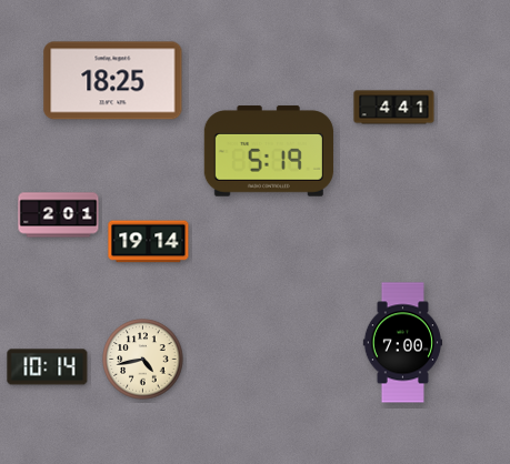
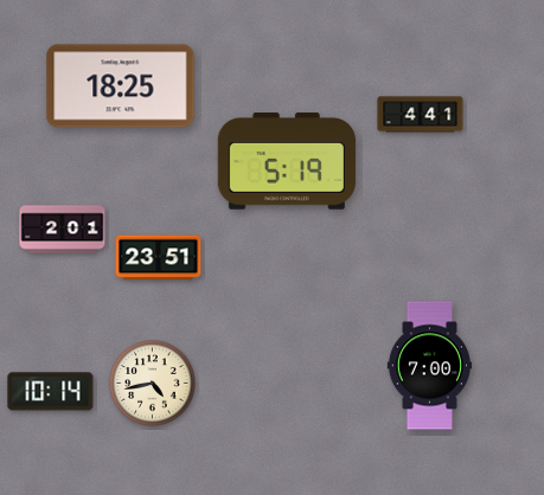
clock at (149, 242): 19:14 -> 23:51
